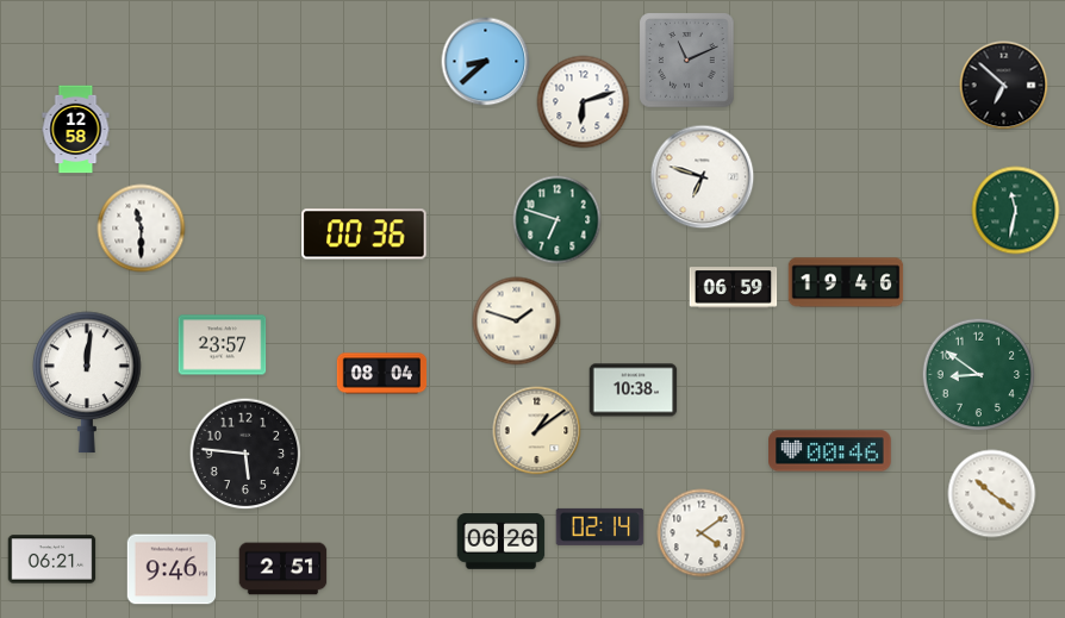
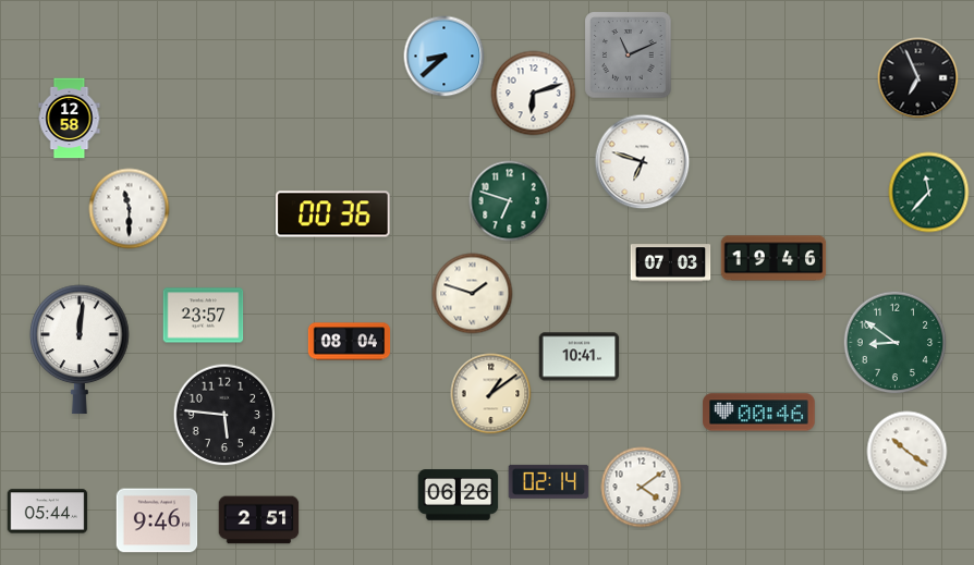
clock at (1004, 86): 6:52 -> 6:56
clock at (1016, 211): 11:32 -> 11:37
clock at (734, 288): 06:59 -> 07:03
clock at (634, 391): 10:38 -> 10:41
clock at (52, 560): 06:21 -> 05:44
